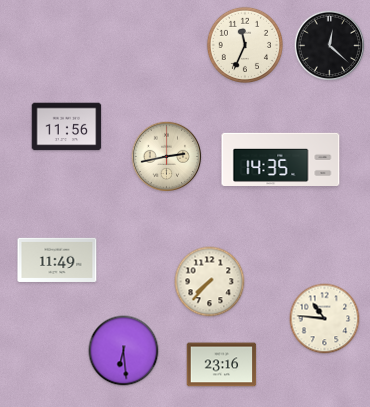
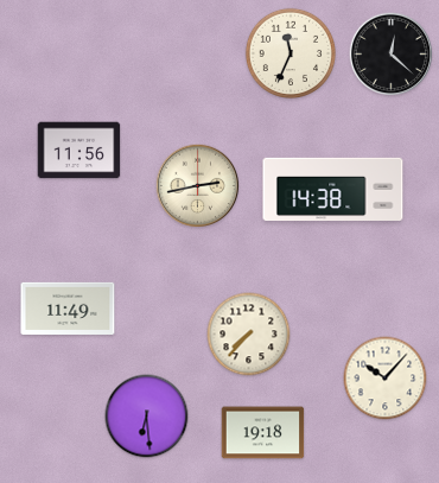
clock at (281, 159): 14:35 -> 14:38
clock at (325, 319): 10:46 -> 10:07
clock at (222, 365): 23:16 -> 19:18
